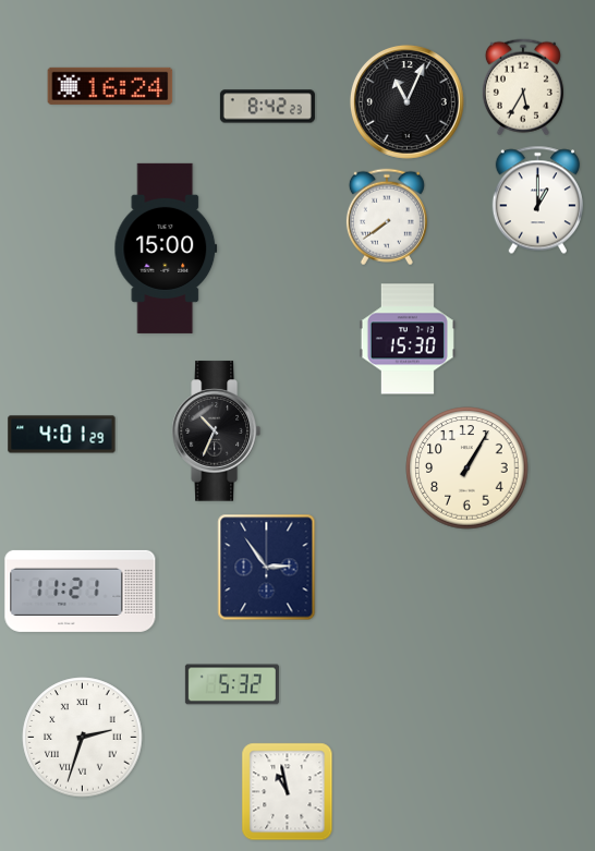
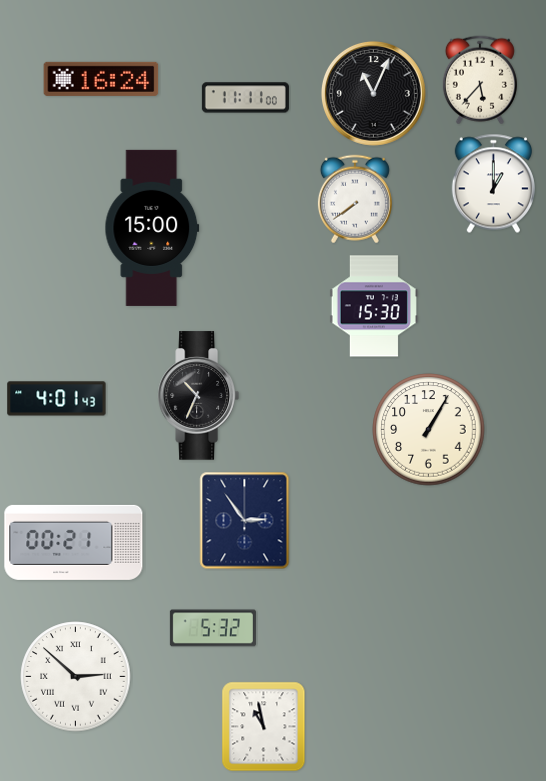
clock at (523, 87): 5:35 -> 5:37
clock at (267, 107): 8:42 -> 11:11
clock at (408, 339) position: (408, 339) -> (374, 306)
clock at (62, 435): 4:01:29 -> 4:01:43
clock at (81, 591): 11:21 -> 00:21
clock at (83, 738): 2:33 -> 2:52
